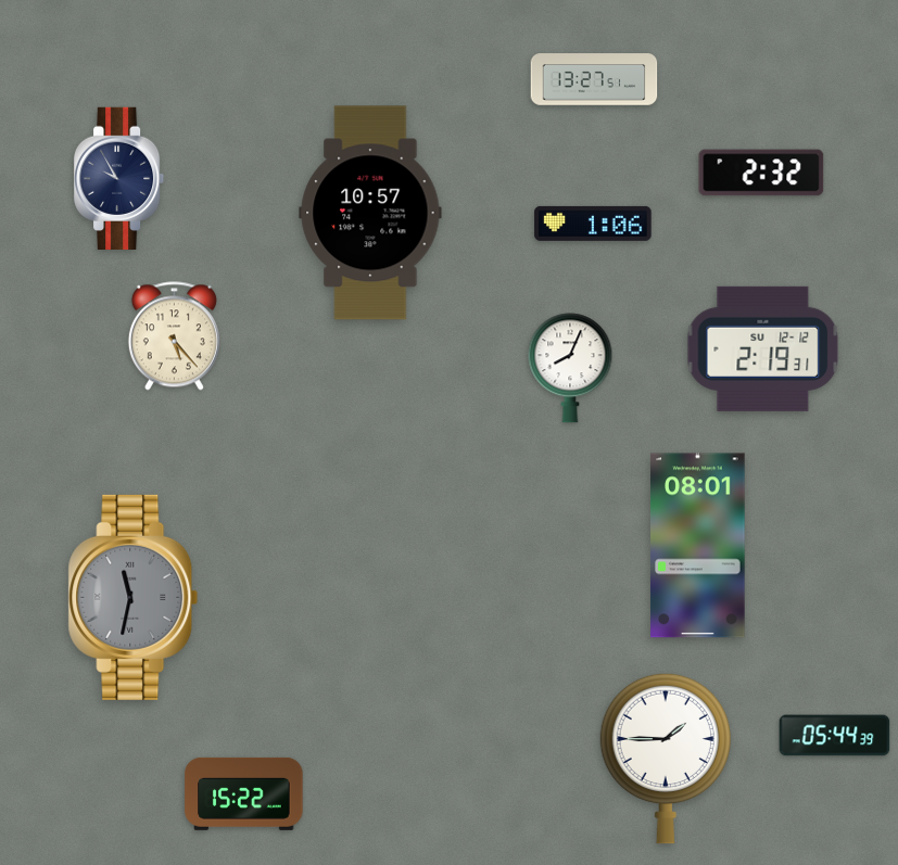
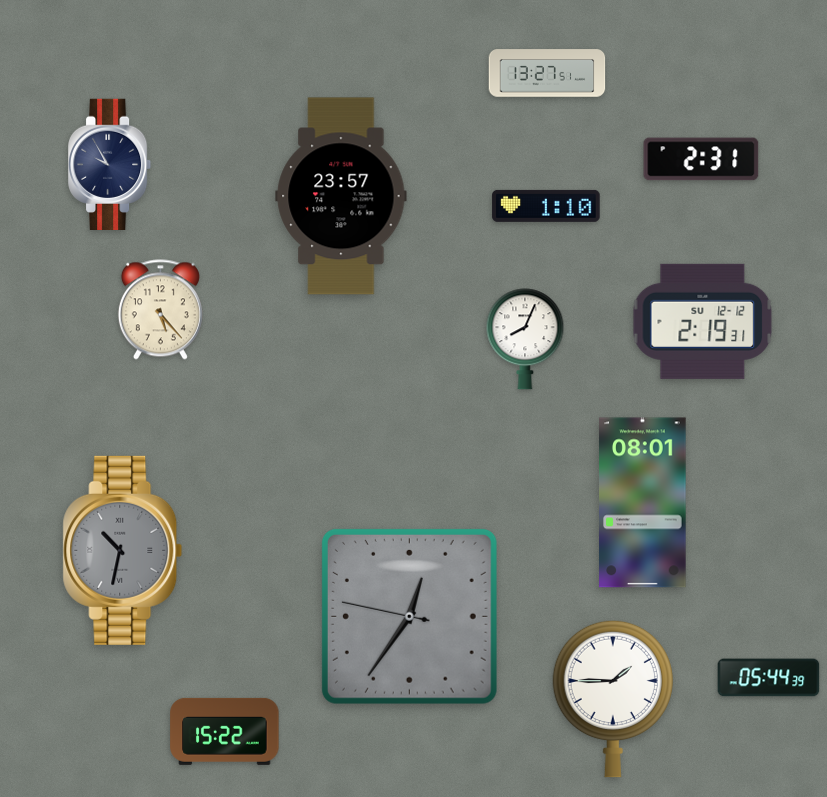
clock at (761, 173): 2:32 -> 2:31
clock at (370, 213): 10:57 -> 23:57
clock at (593, 224): 1:06 -> 1:10
clock at (134, 597): 11:32 -> 10:32
clock at (409, 616): none -> 12:35
